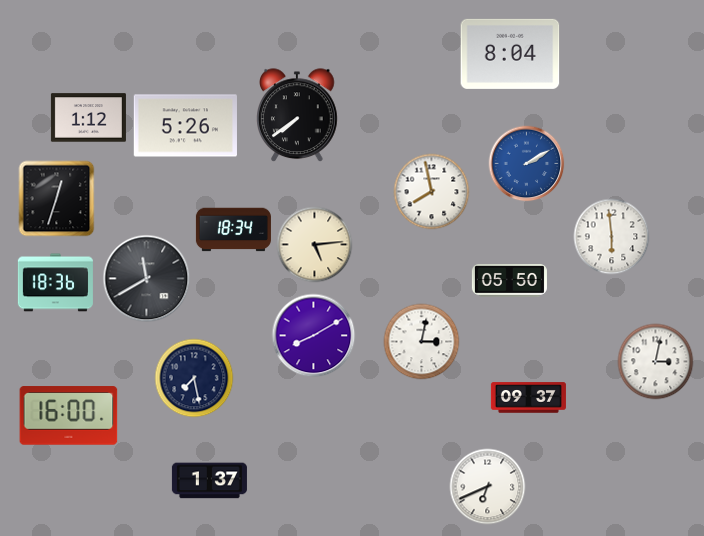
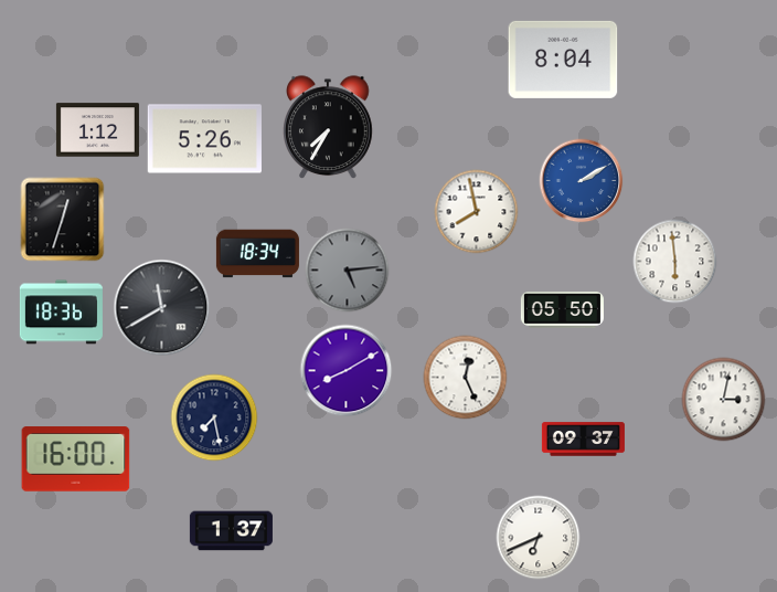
clock at (297, 116): 7:39 -> 7:35
clock at (315, 245) dial: cream -> grey
clock at (422, 342): 3:02 -> 12:26
